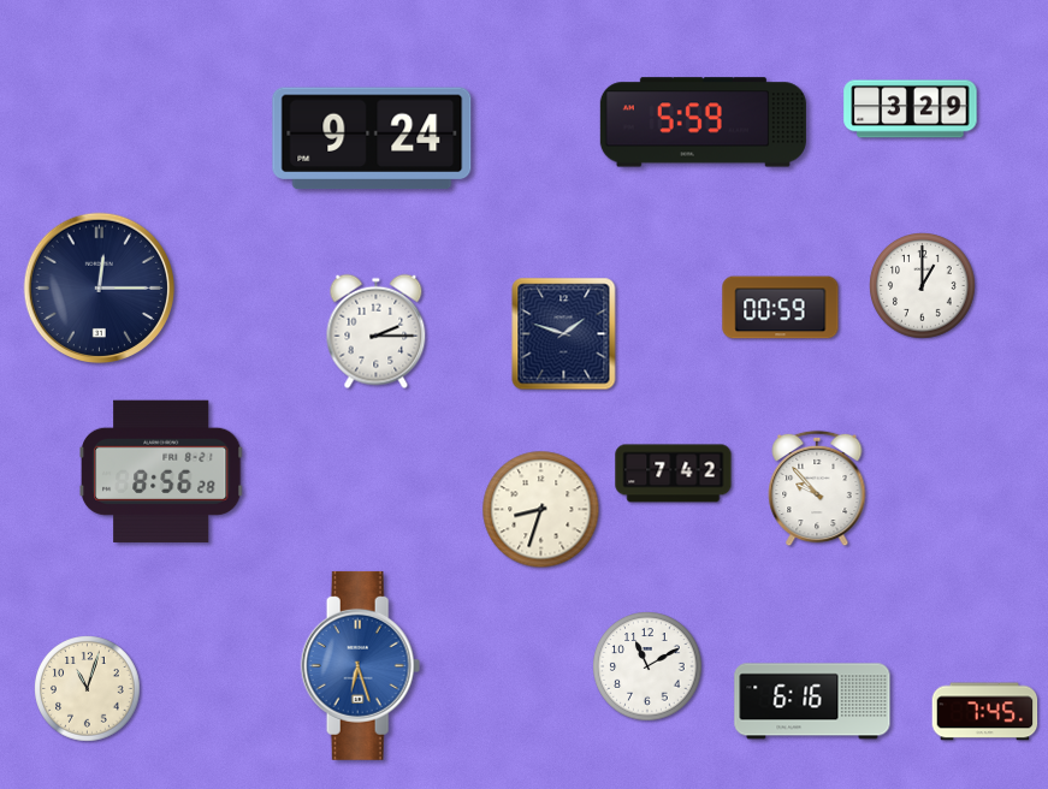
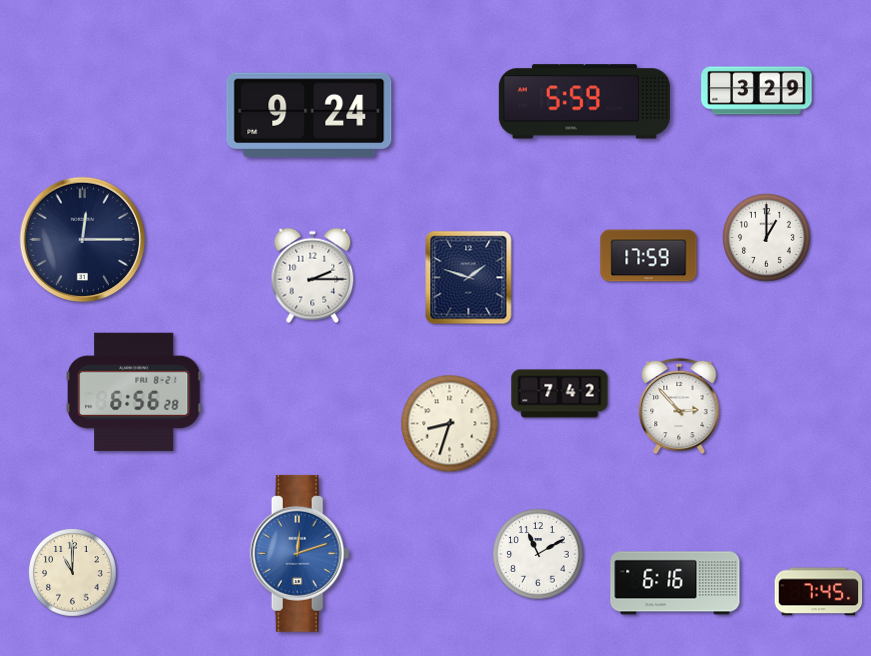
clock at (781, 308): 00:59 -> 17:59
clock at (162, 471): 8:56 -> 6:56
clock at (817, 488): 9:53 -> 2:53
clock at (361, 665): 6:27 -> 12:12
clock at (88, 689): 11:03 -> 11:00
